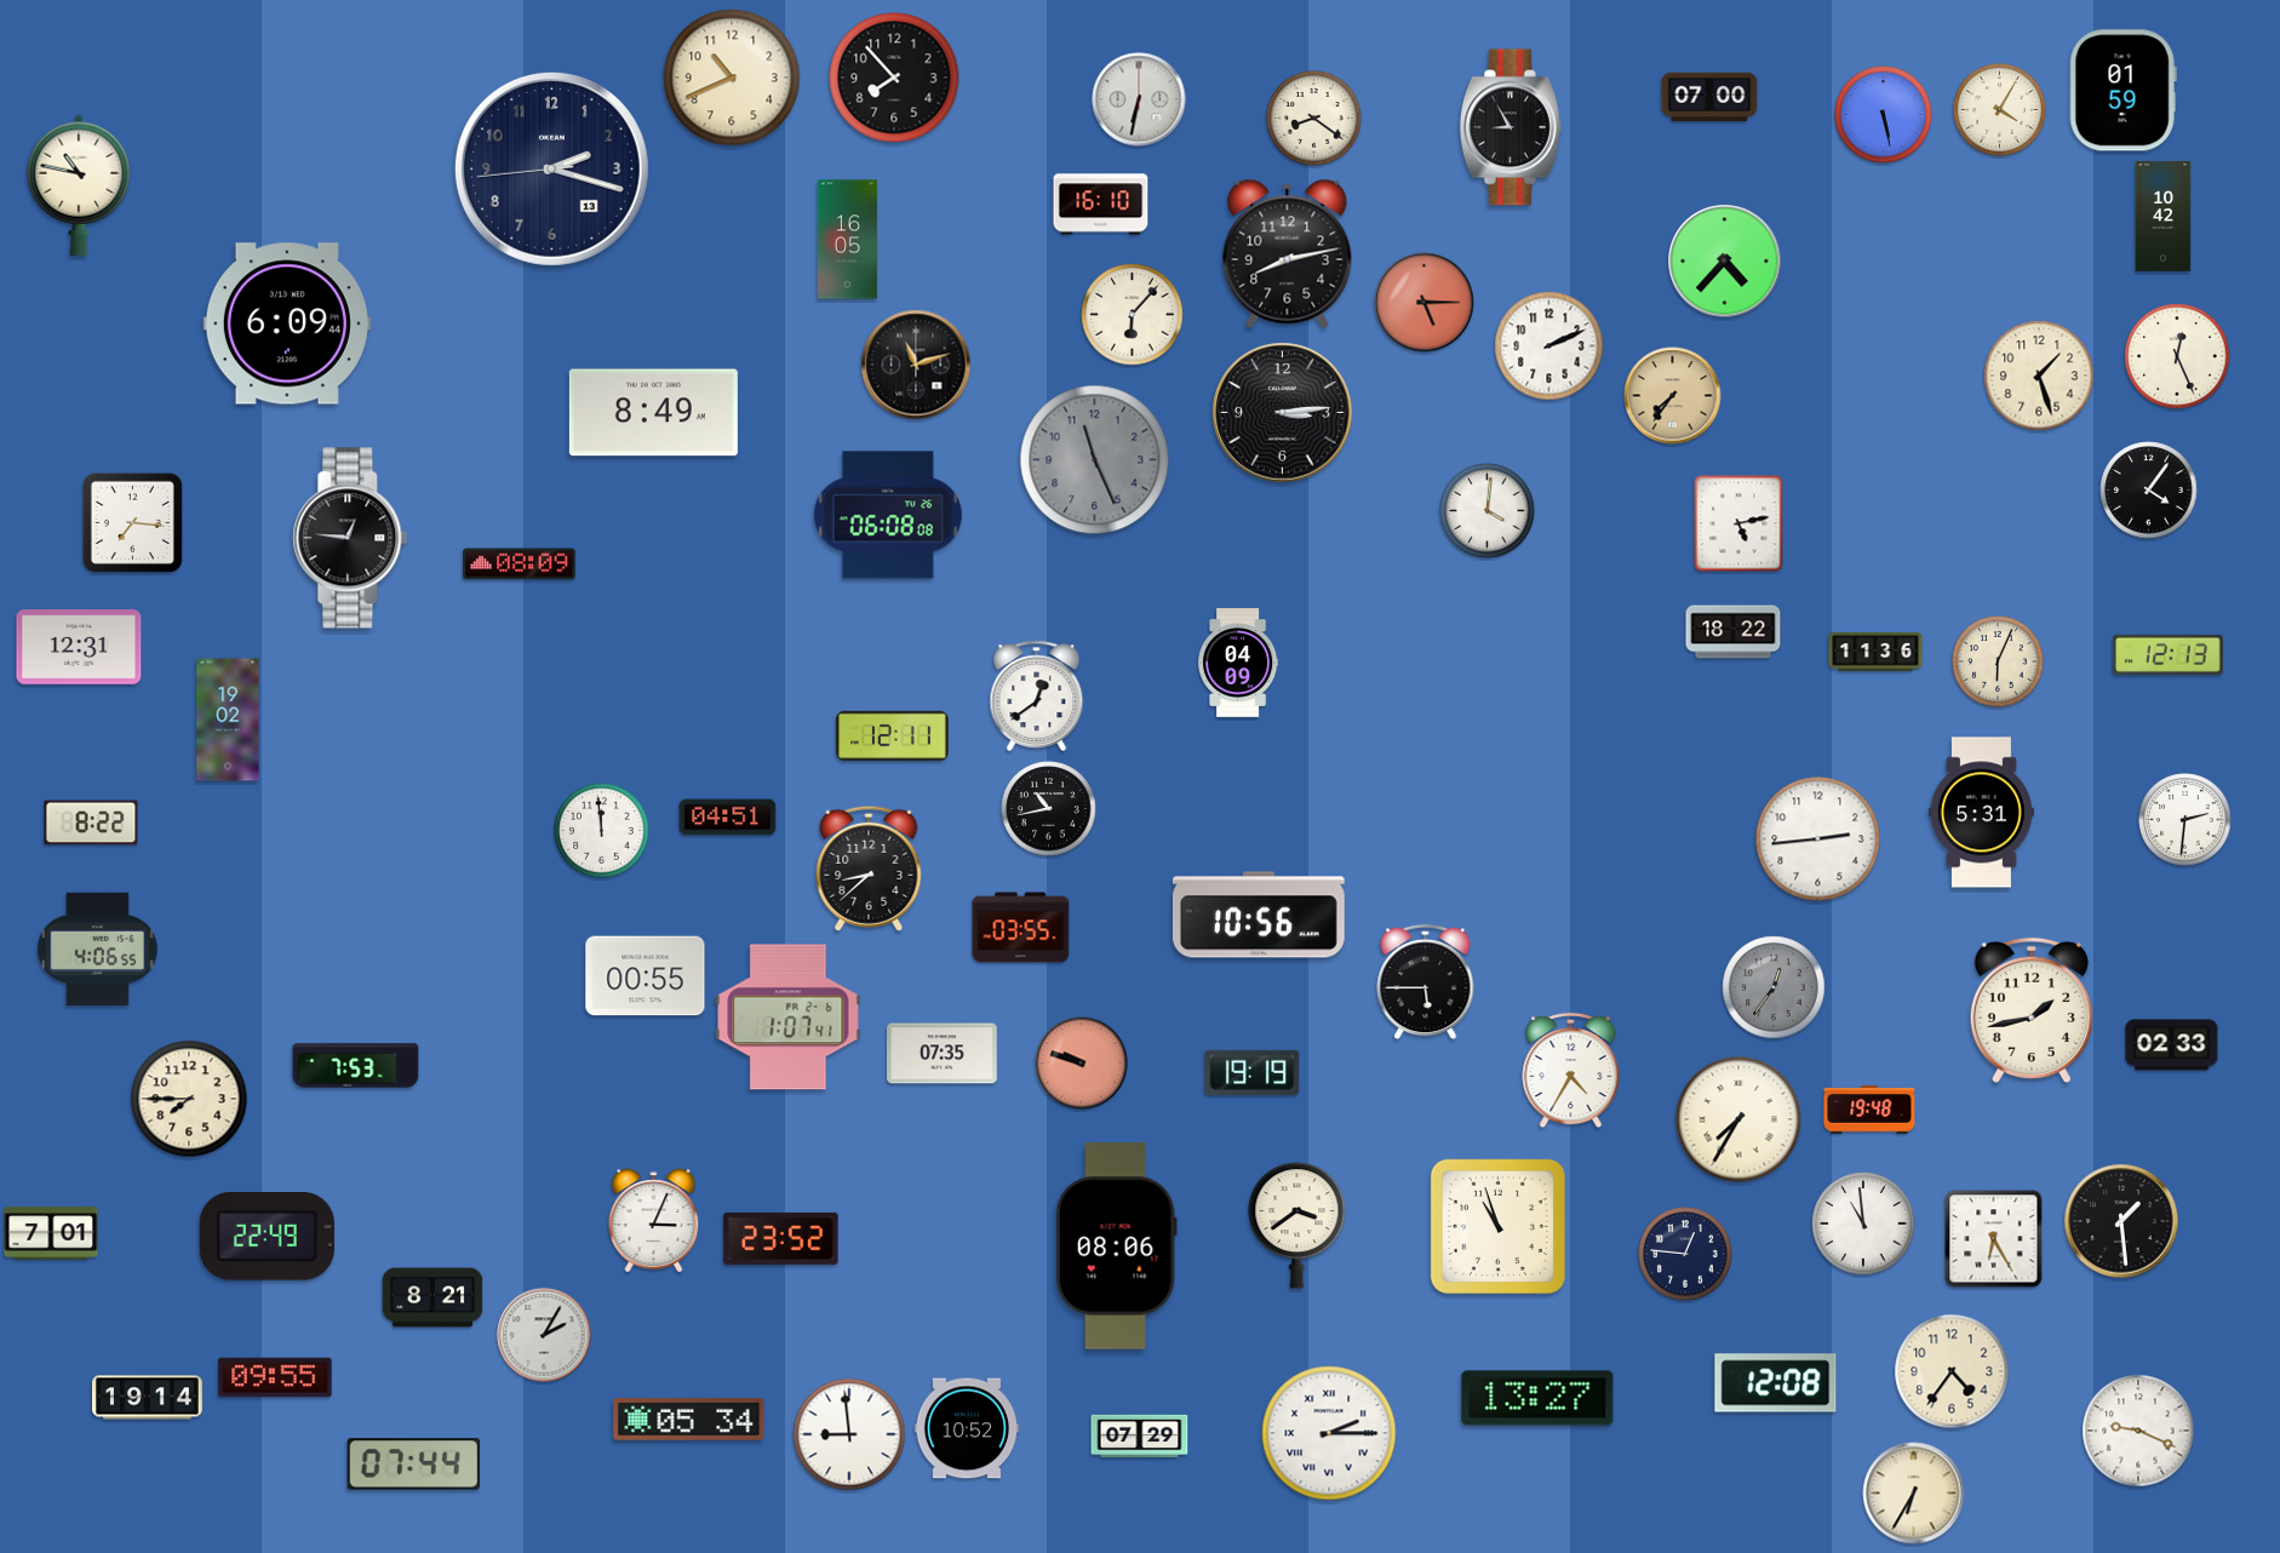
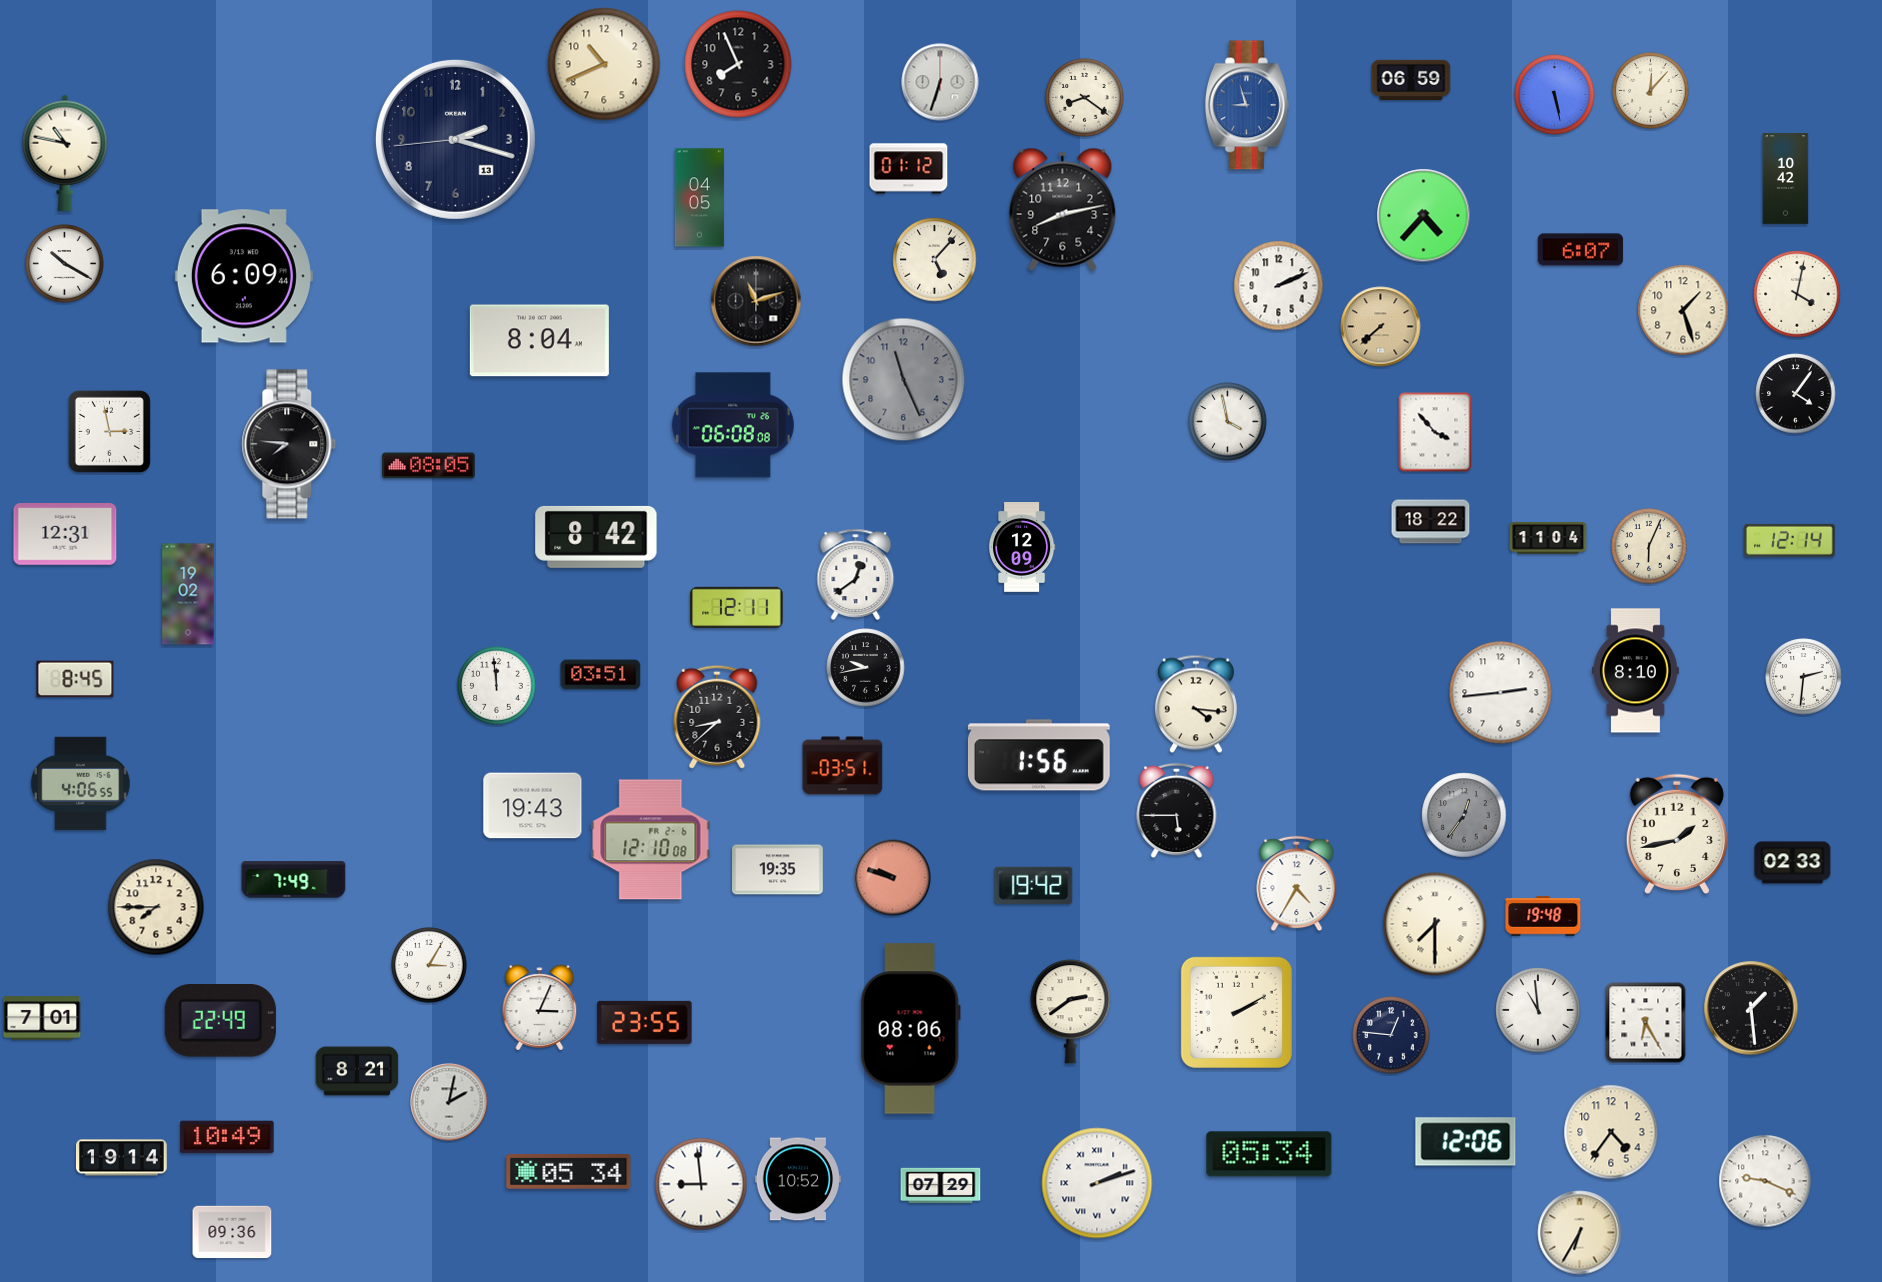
clock at (894, 78): 7:53 -> 7:56
clock at (2123, 91): 01:59 -> none
clock at (1709, 96): 07:00 -> 06:59
clock at (1139, 99): 6:32 -> 6:33
clock at (2000, 110): 4:05 -> 12:07
clock at (1511, 127): 8:55 -> 8:57
clock at (1511, 127) dial: black -> blue
clock at (1101, 205): 16:10 -> 01:12
clock at (847, 240): 16:05 -> 04:05
clock at (1425, 303): 5:15 -> none
clock at (1581, 250): none -> 6:07
clock at (1133, 315): 6:07 -> 5:07
clock at (65, 264): none -> 10:20
clock at (287, 323) position: (287, 323) -> (244, 276)
clock at (2177, 356): 12:26 -> 4:02
clock at (1673, 396): 7:36 -> 7:38
clock at (653, 413): 8:49 -> 8:04
clock at (1283, 413): 3:14 -> none
clock at (2149, 491) position: (2149, 491) -> (1796, 394)
clock at (1488, 511): 4:01 -> 3:58
clock at (132, 522): 7:16 -> 2:58
clock at (1738, 523): 5:13 -> 3:53
clock at (350, 538): 12:46 -> 7:46
clock at (520, 565): 08:09 -> 08:05
clock at (596, 537): none -> 8:42
clock at (1875, 652): 11:36 -> 11:04
clock at (2169, 654): 12:13 -> 12:14
clock at (1238, 664): 04:09 -> 12:09
clock at (1049, 809): 10:43 -> 9:43
clock at (1981, 813): 5:31 -> 8:10
clock at (728, 818): 04:51 -> 03:51
clock at (91, 823): 8:22 -> 8:45
clock at (1196, 704): none -> 4:16
clock at (1259, 915): 10:56 -> 1:56
clock at (1021, 928): 03:55 -> 03:51
clock at (646, 976): 00:55 -> 19:43
clock at (789, 1018): 1:07 -> 12:10
clock at (943, 1054): 07:35 -> 19:35
clock at (356, 1066): 7:53 -> 7:49
clock at (1253, 1072): 19:19 -> 19:42
clock at (1738, 1119): 7:35 -> 7:30
clock at (429, 965): none -> 3:05
clock at (1297, 1226): 3:39 -> 2:39
clock at (1497, 1226): 10:57 -> 2:10
clock at (781, 1238): 23:52 -> 23:55
clock at (1116, 1247) position: (1116, 1247) -> (910, 1029)
clock at (544, 1335): 2:05 -> 2:02
clock at (275, 1377): 09:55 -> 10:49
clock at (1776, 1383): 12:08 -> 12:06
clock at (148, 1398) position: (148, 1398) -> (122, 1158)
clock at (1537, 1398): 13:27 -> 05:34
clock at (1329, 1433): 2:15 -> 2:12
clock at (413, 1465): 07:44 -> none
clock at (232, 1232): none -> 09:36
